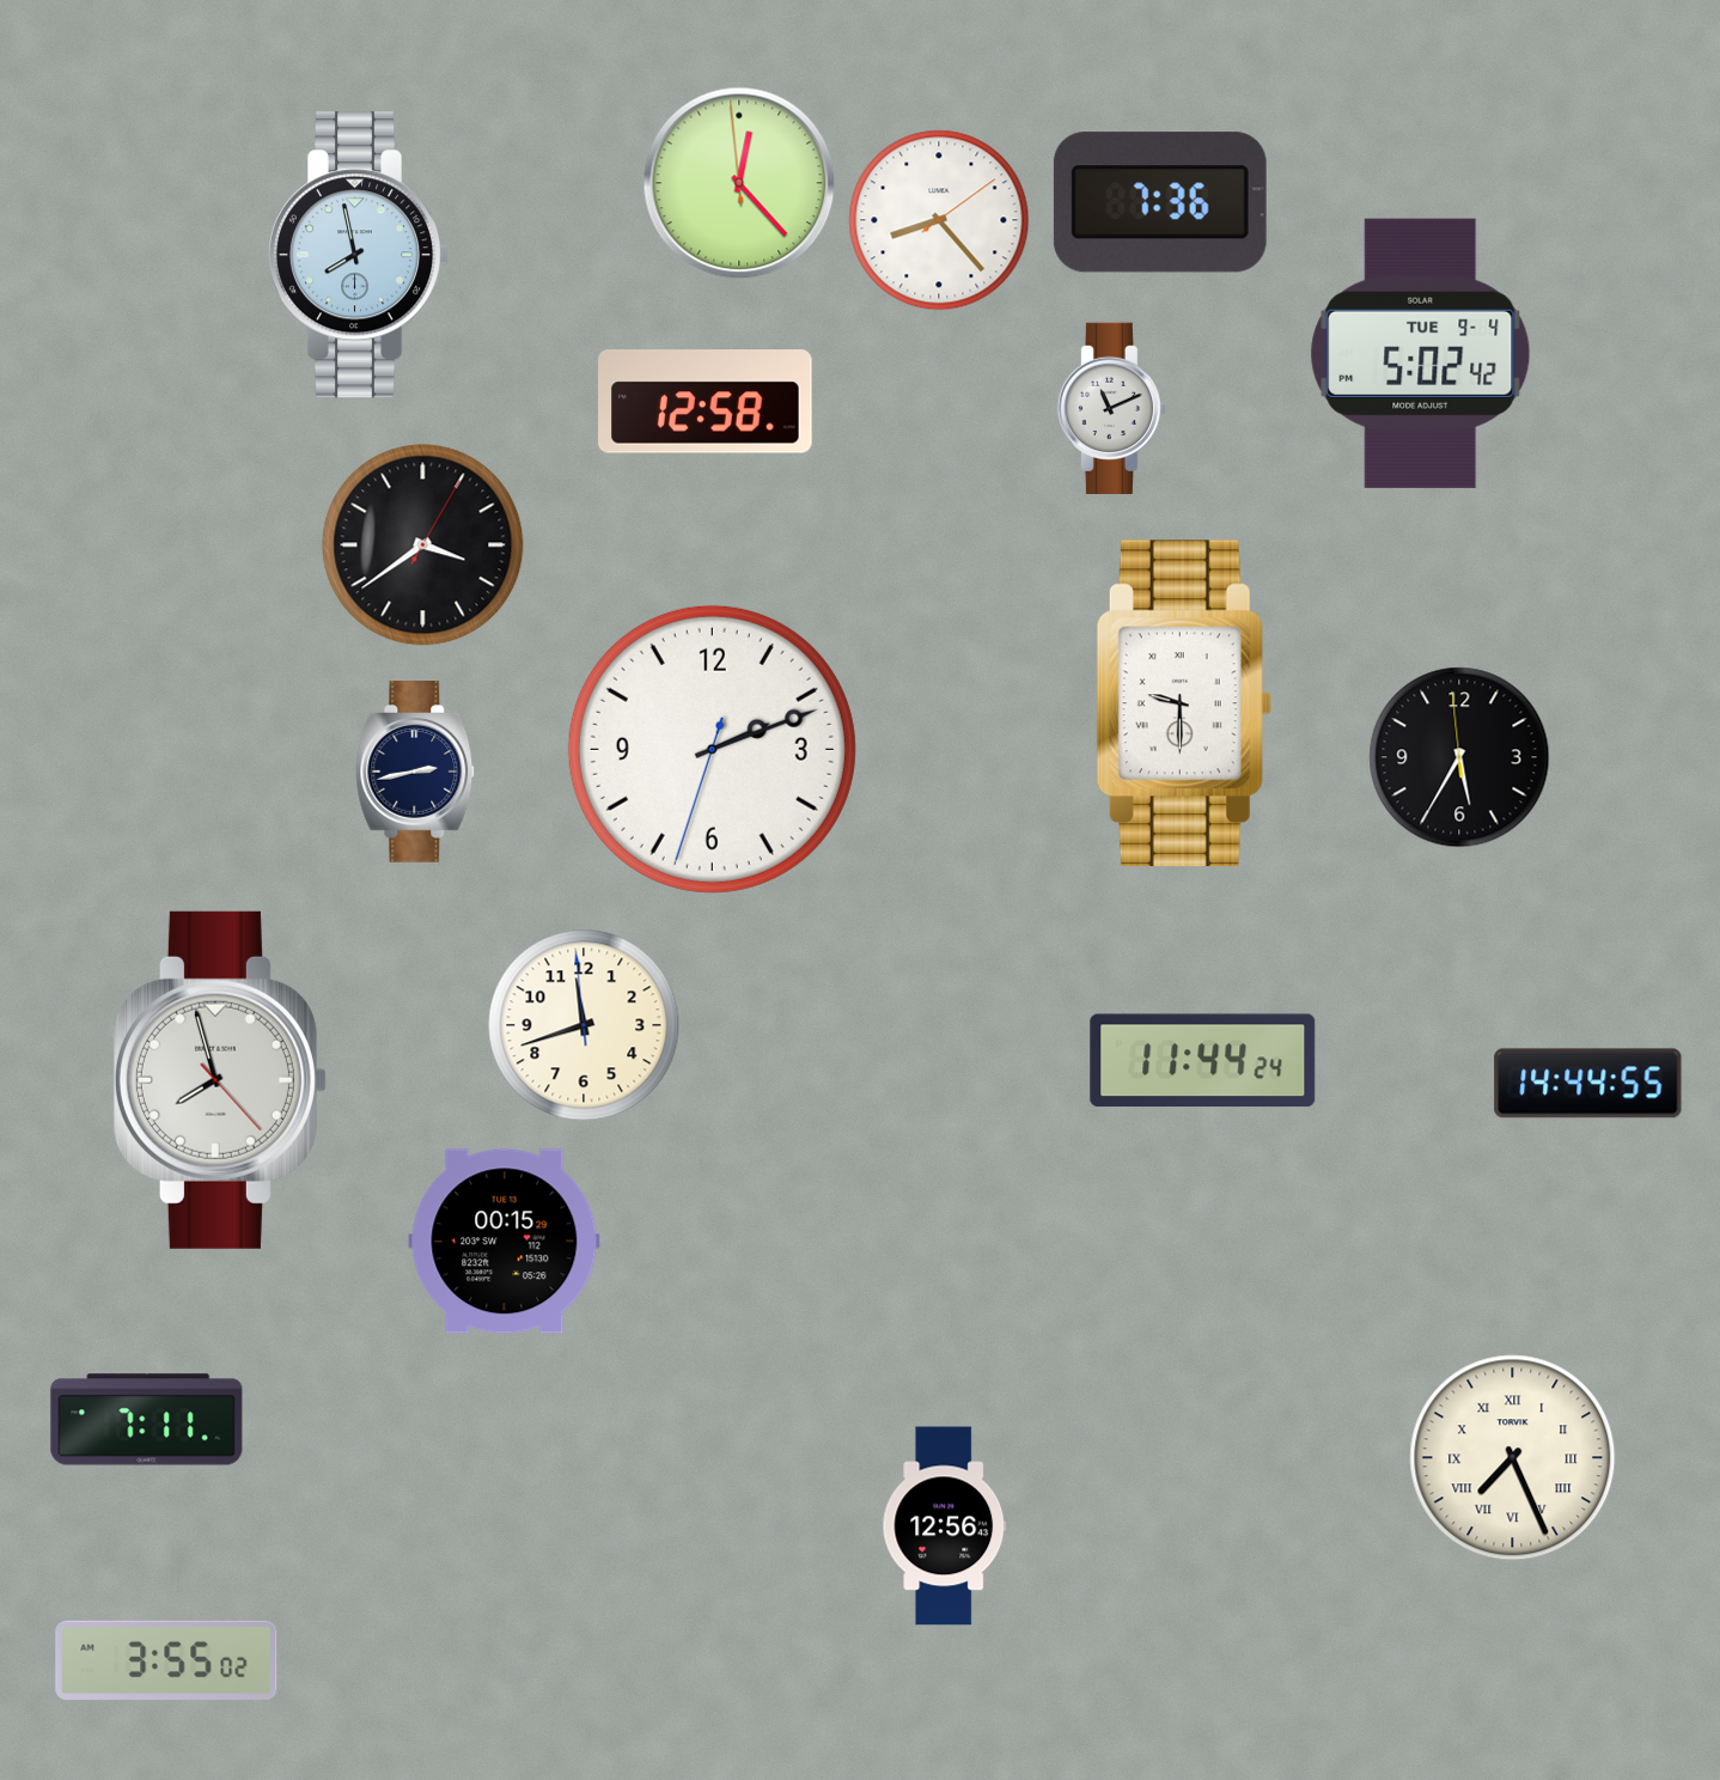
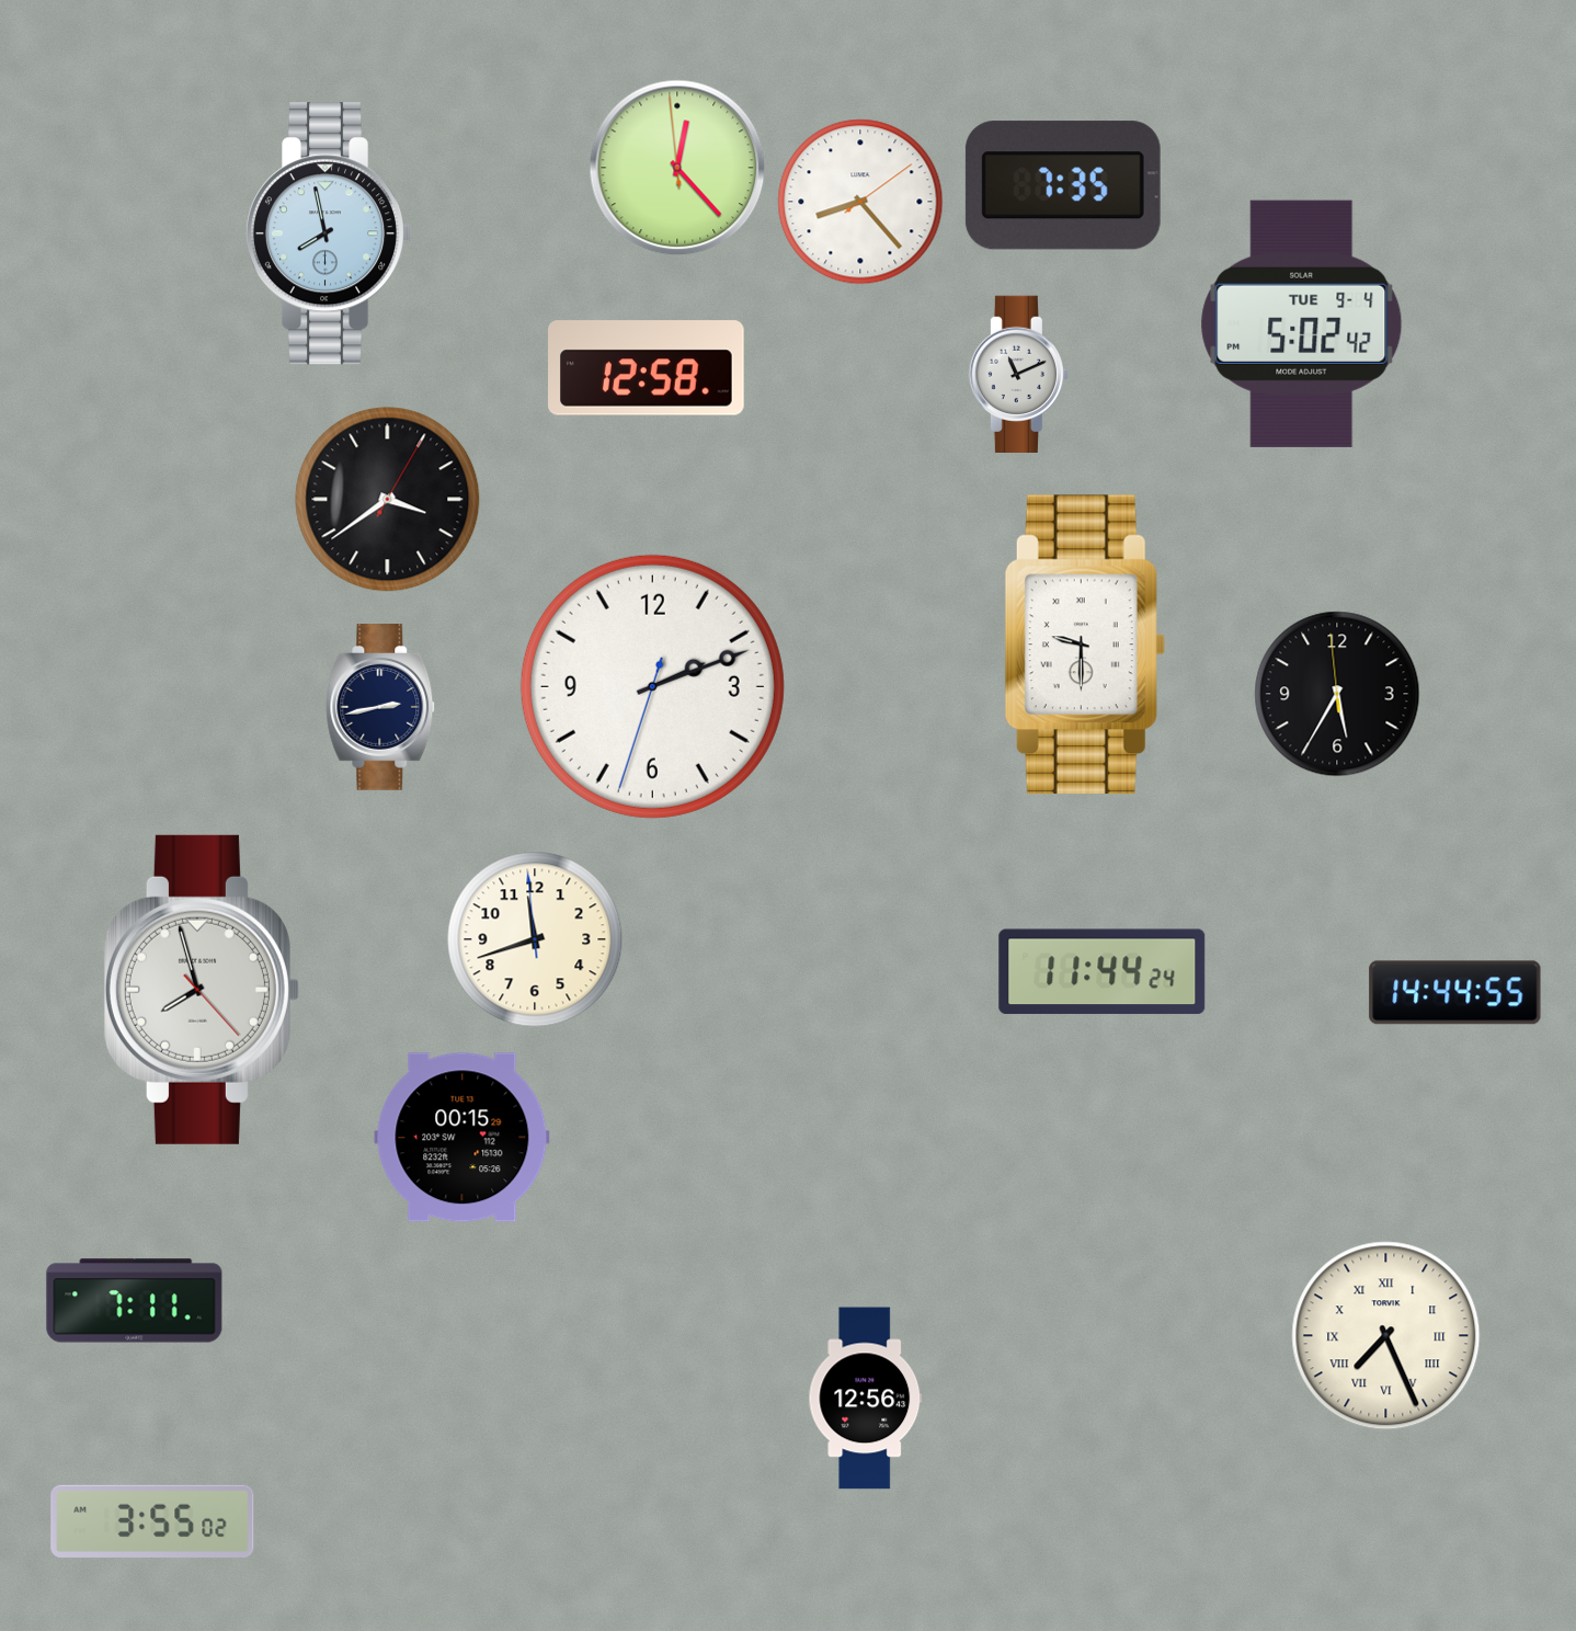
clock at (1160, 202): 7:36 -> 7:35
